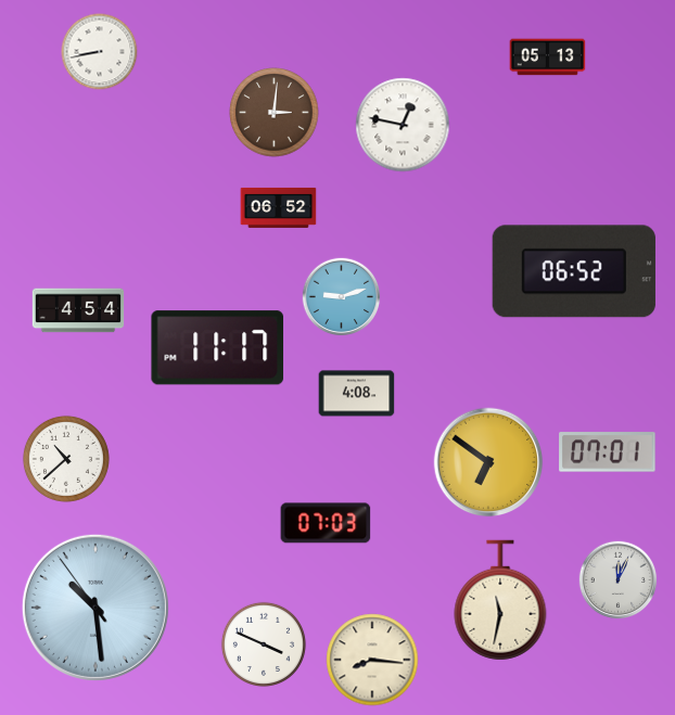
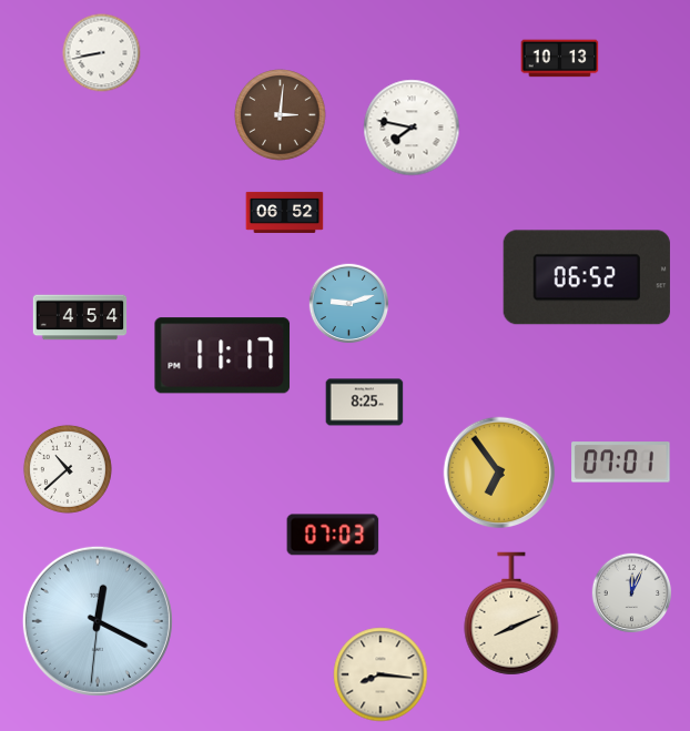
clock at (548, 58): 05:13 -> 10:13
clock at (403, 125): 12:47 -> 7:47
clock at (357, 394): 4:08 -> 8:25
clock at (488, 462): 6:51 -> 6:54
clock at (500, 600): 11:32 -> 8:11
clock at (95, 608): 10:28 -> 12:19
clock at (264, 644): 3:49 -> none
